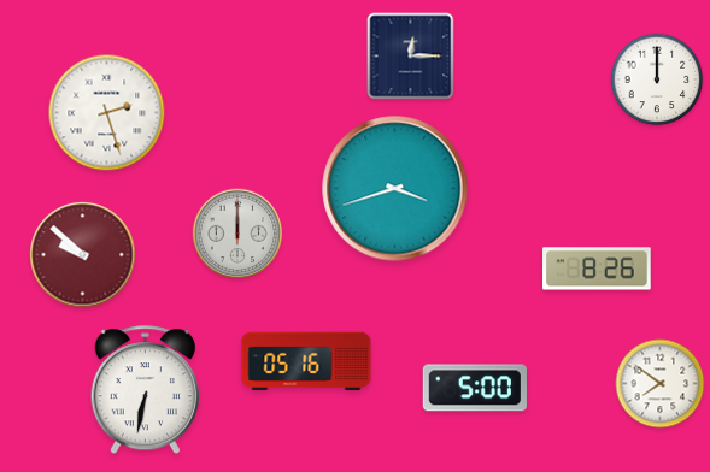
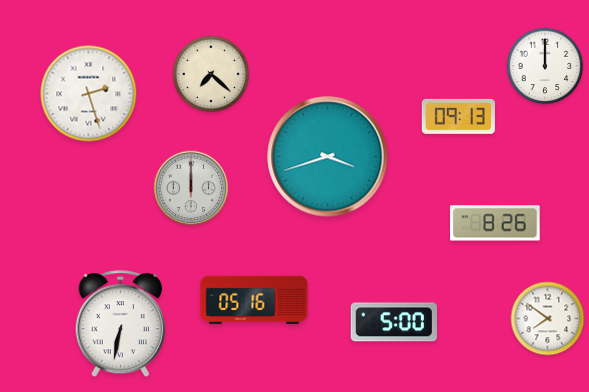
clock at (411, 57): 12:15 -> none
clock at (211, 74): none -> 7:22
clock at (458, 116): none -> 09:13
clock at (237, 234) position: (237, 234) -> (191, 188)
clock at (83, 255): 9:52 -> none
